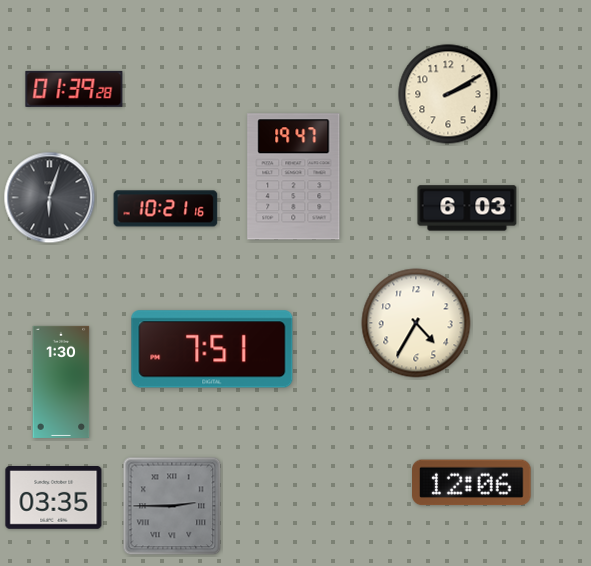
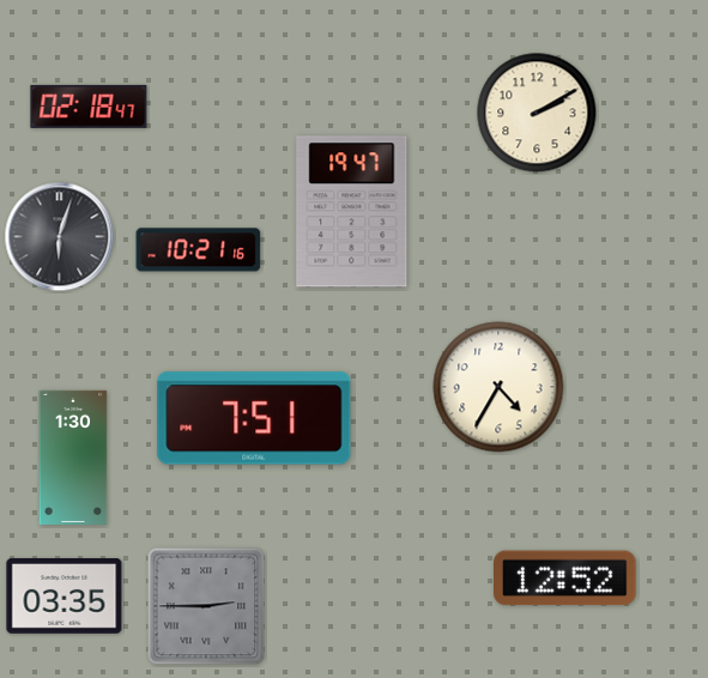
clock at (74, 89): 01:39 -> 02:18
clock at (467, 208): 6:03 -> none
clock at (472, 483): 12:06 -> 12:52
